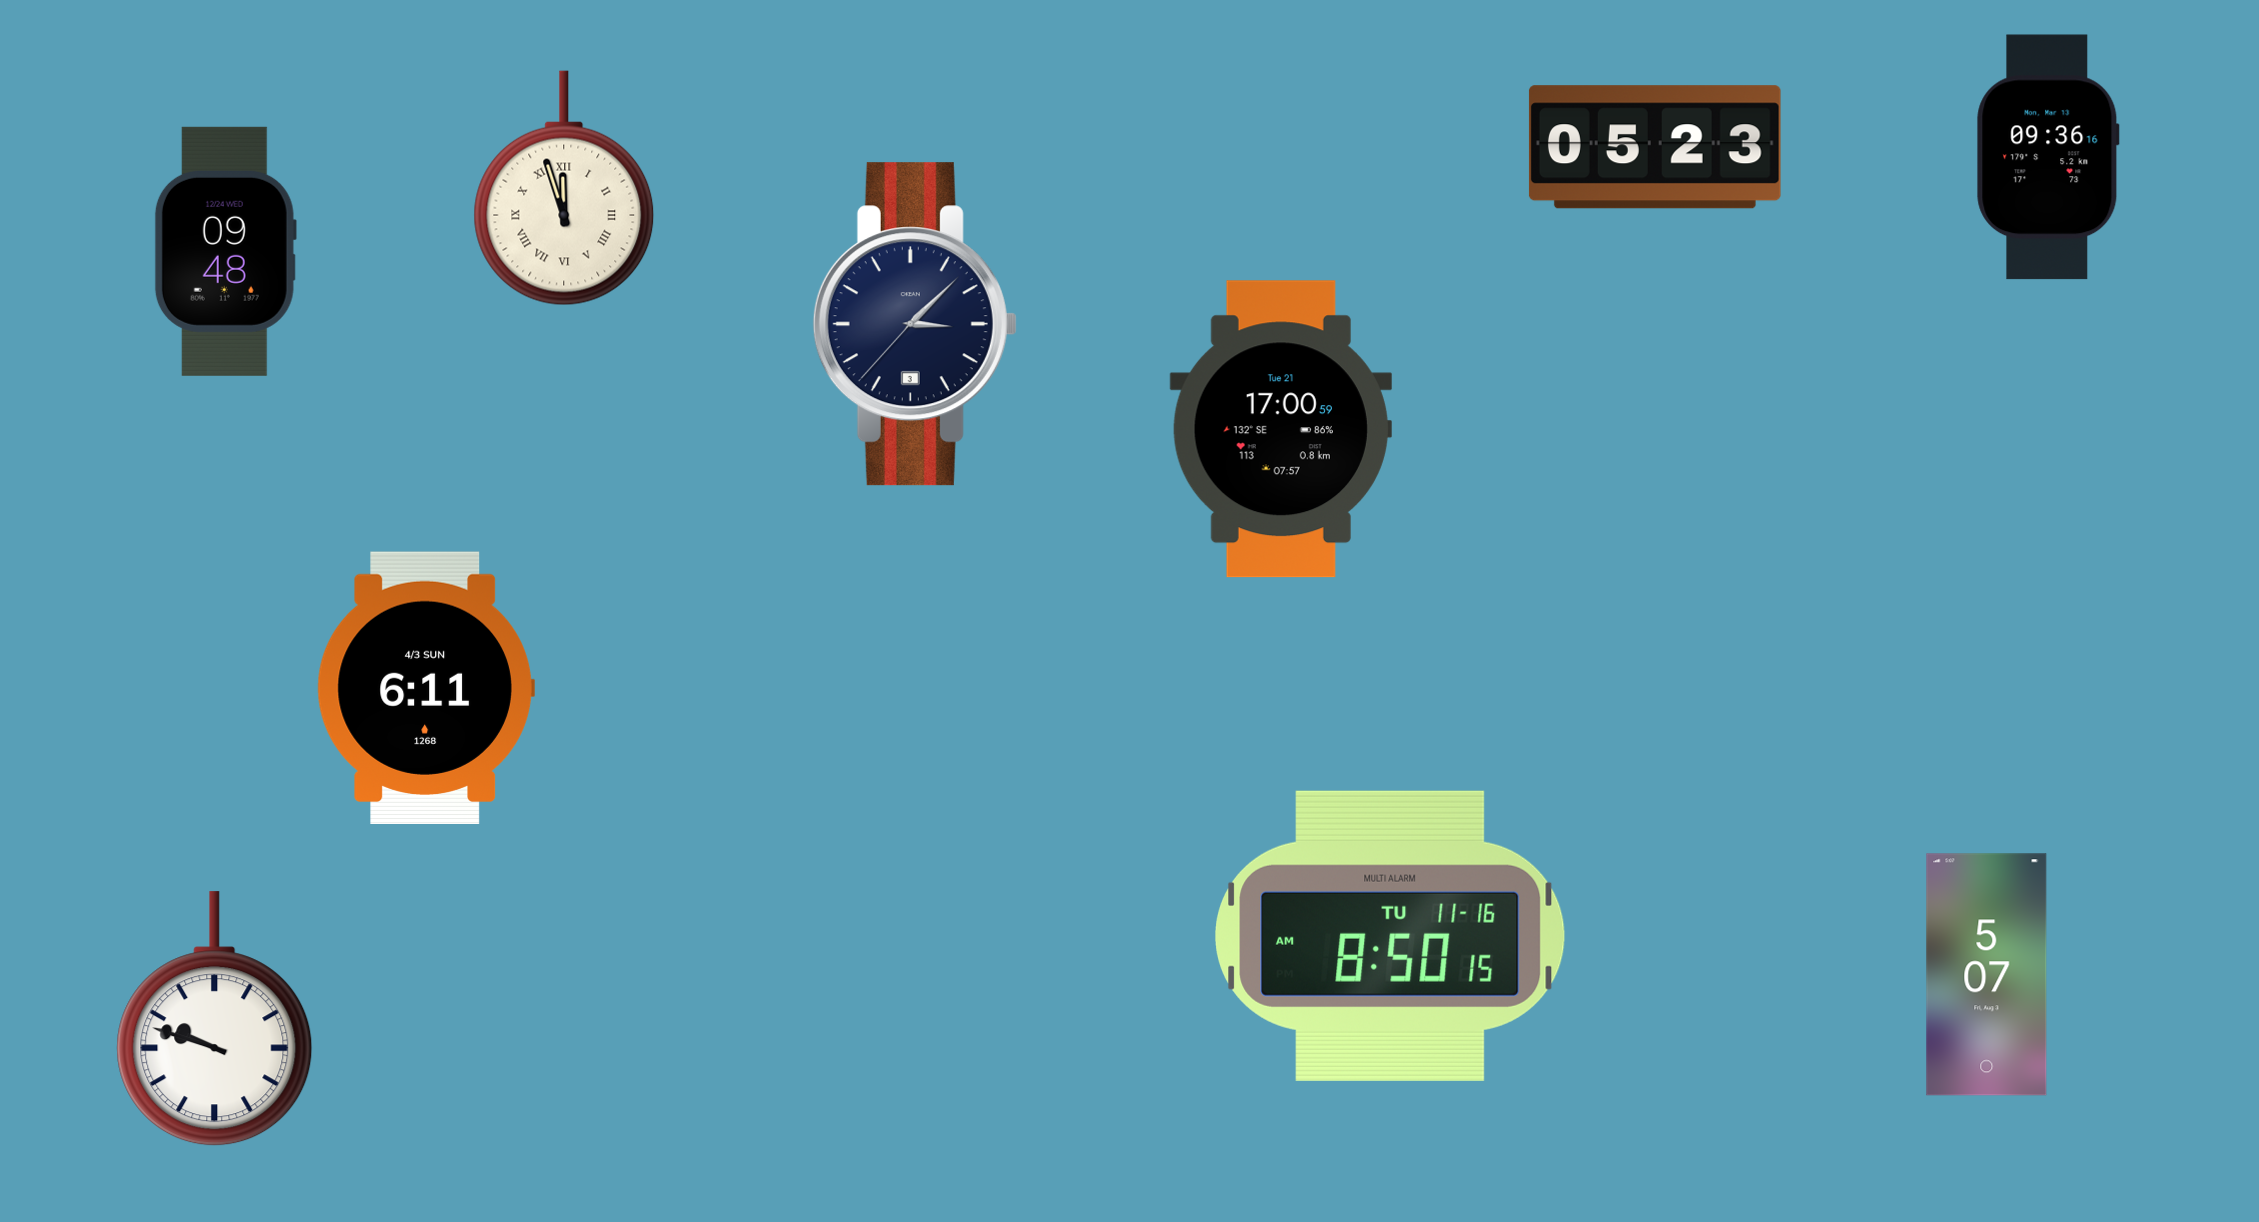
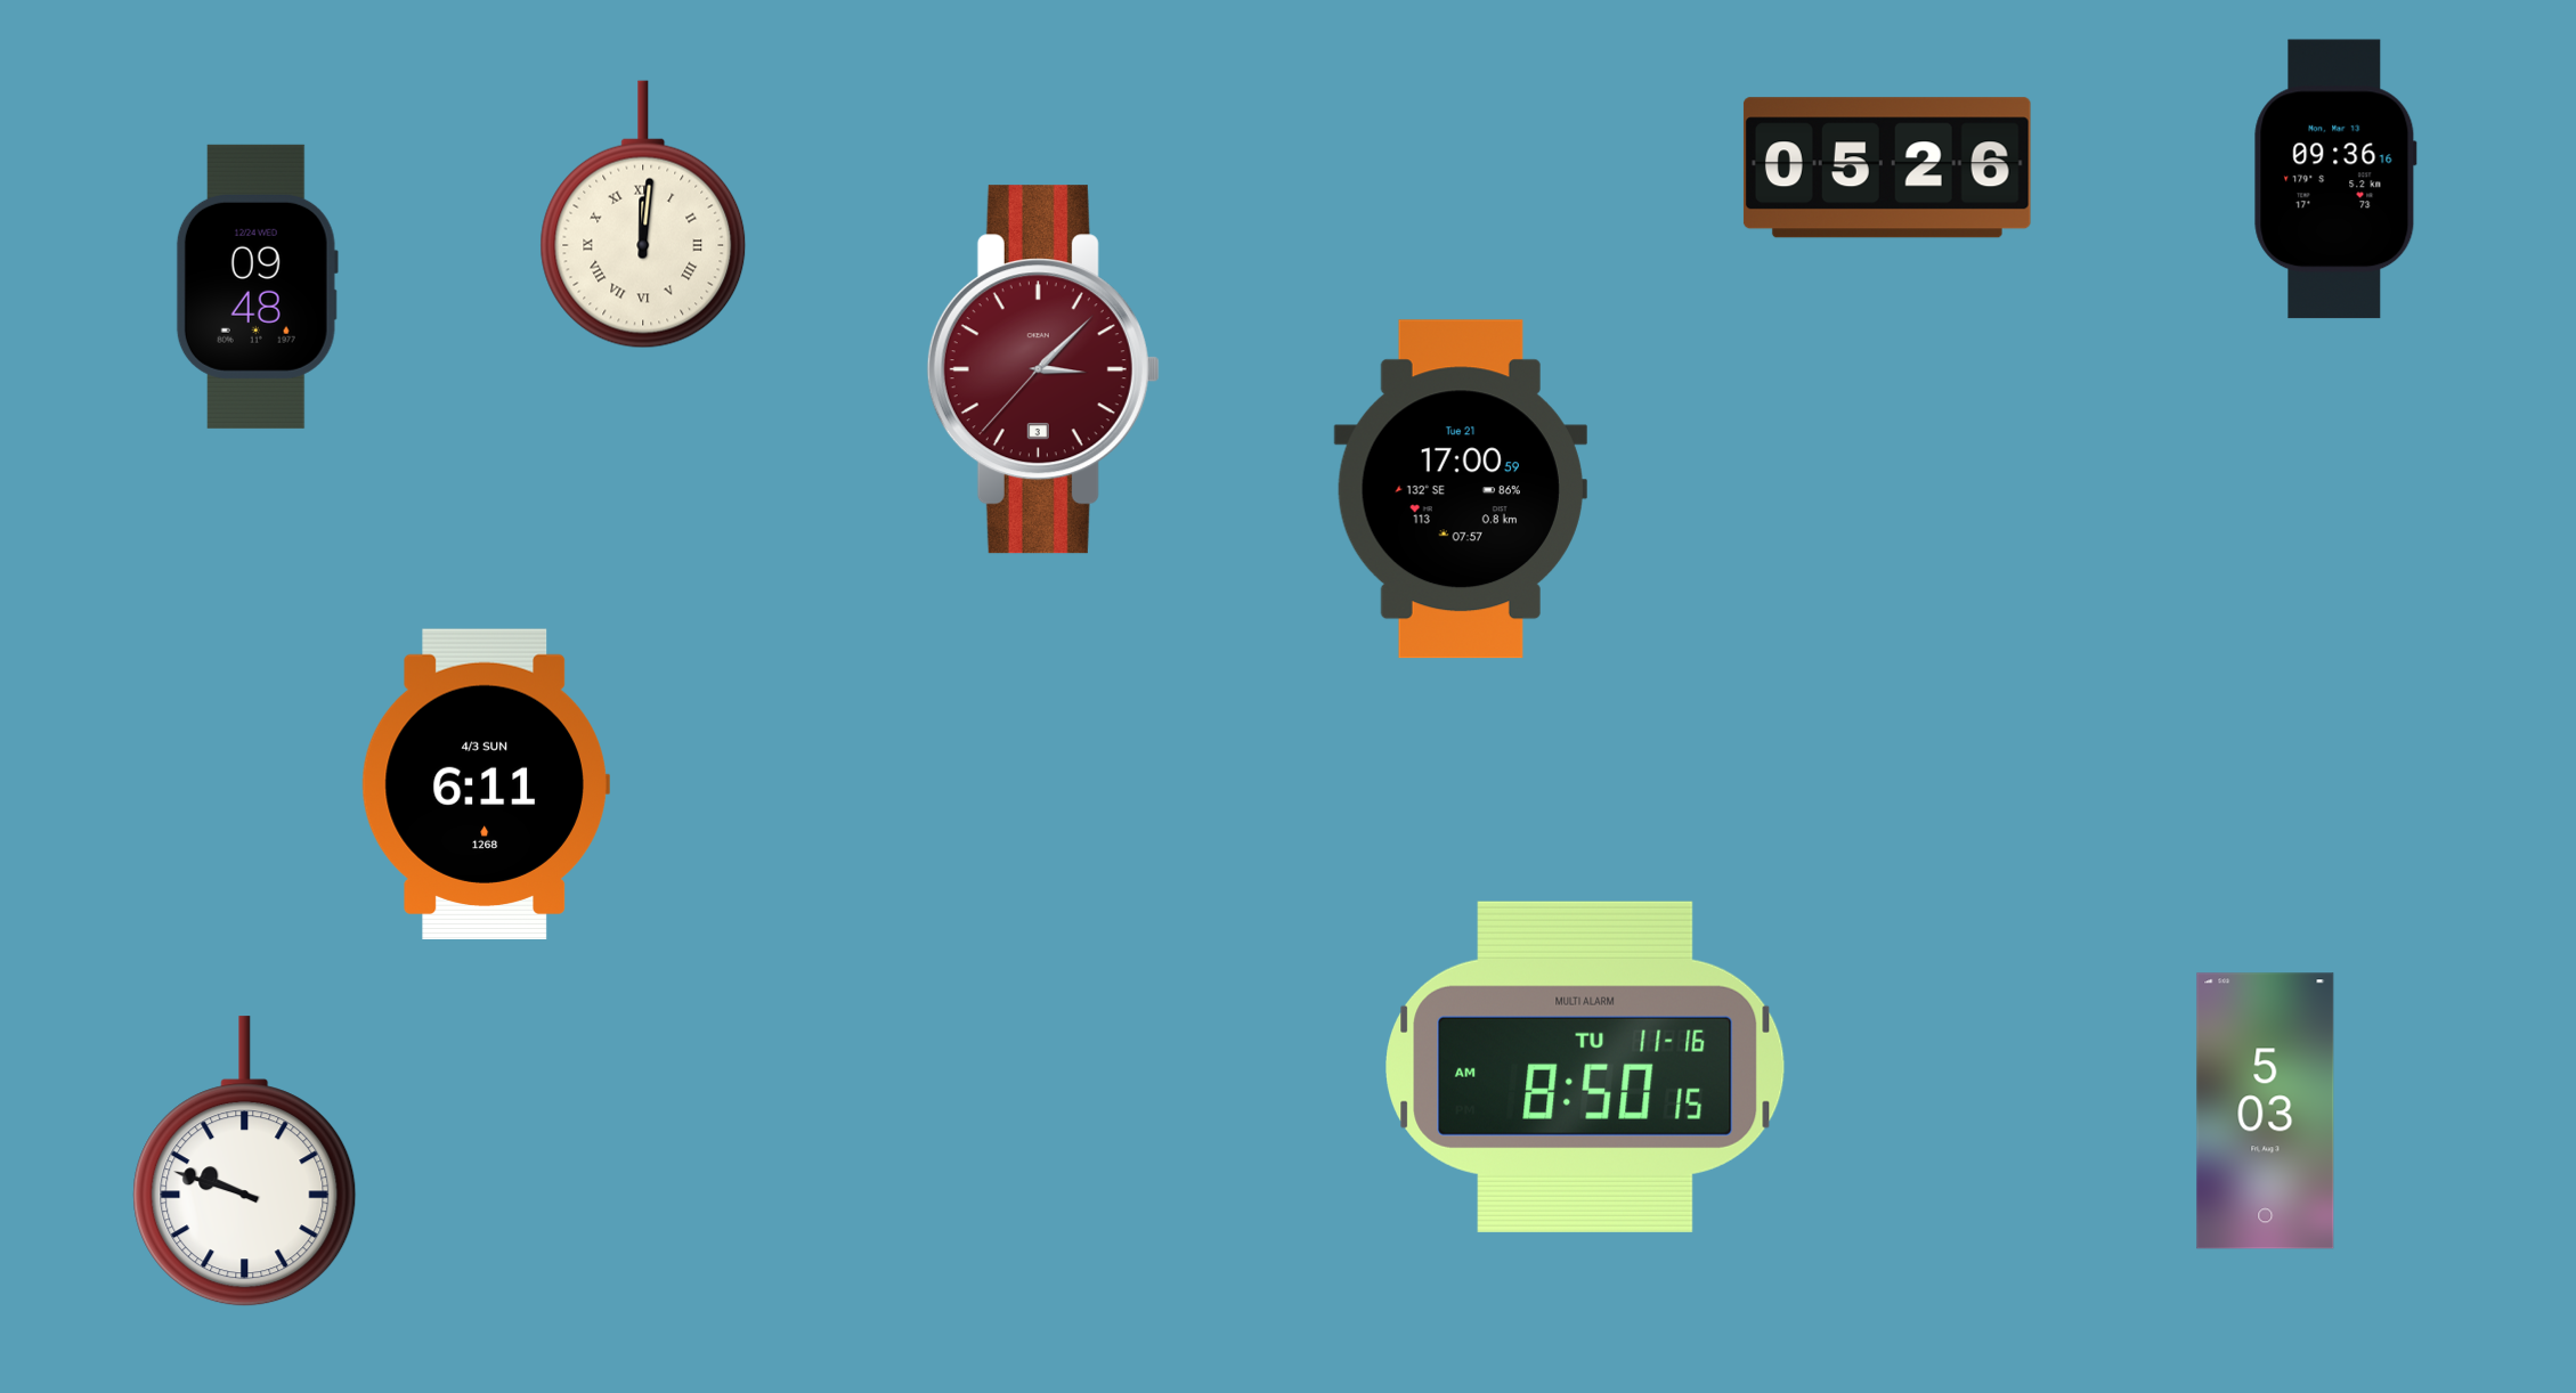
clock at (1655, 147): 05:23 -> 05:26
clock at (564, 188): 11:57 -> 12:01
clock at (915, 324) dial: navy -> burgundy
clock at (1987, 975): 5:07 -> 5:03
